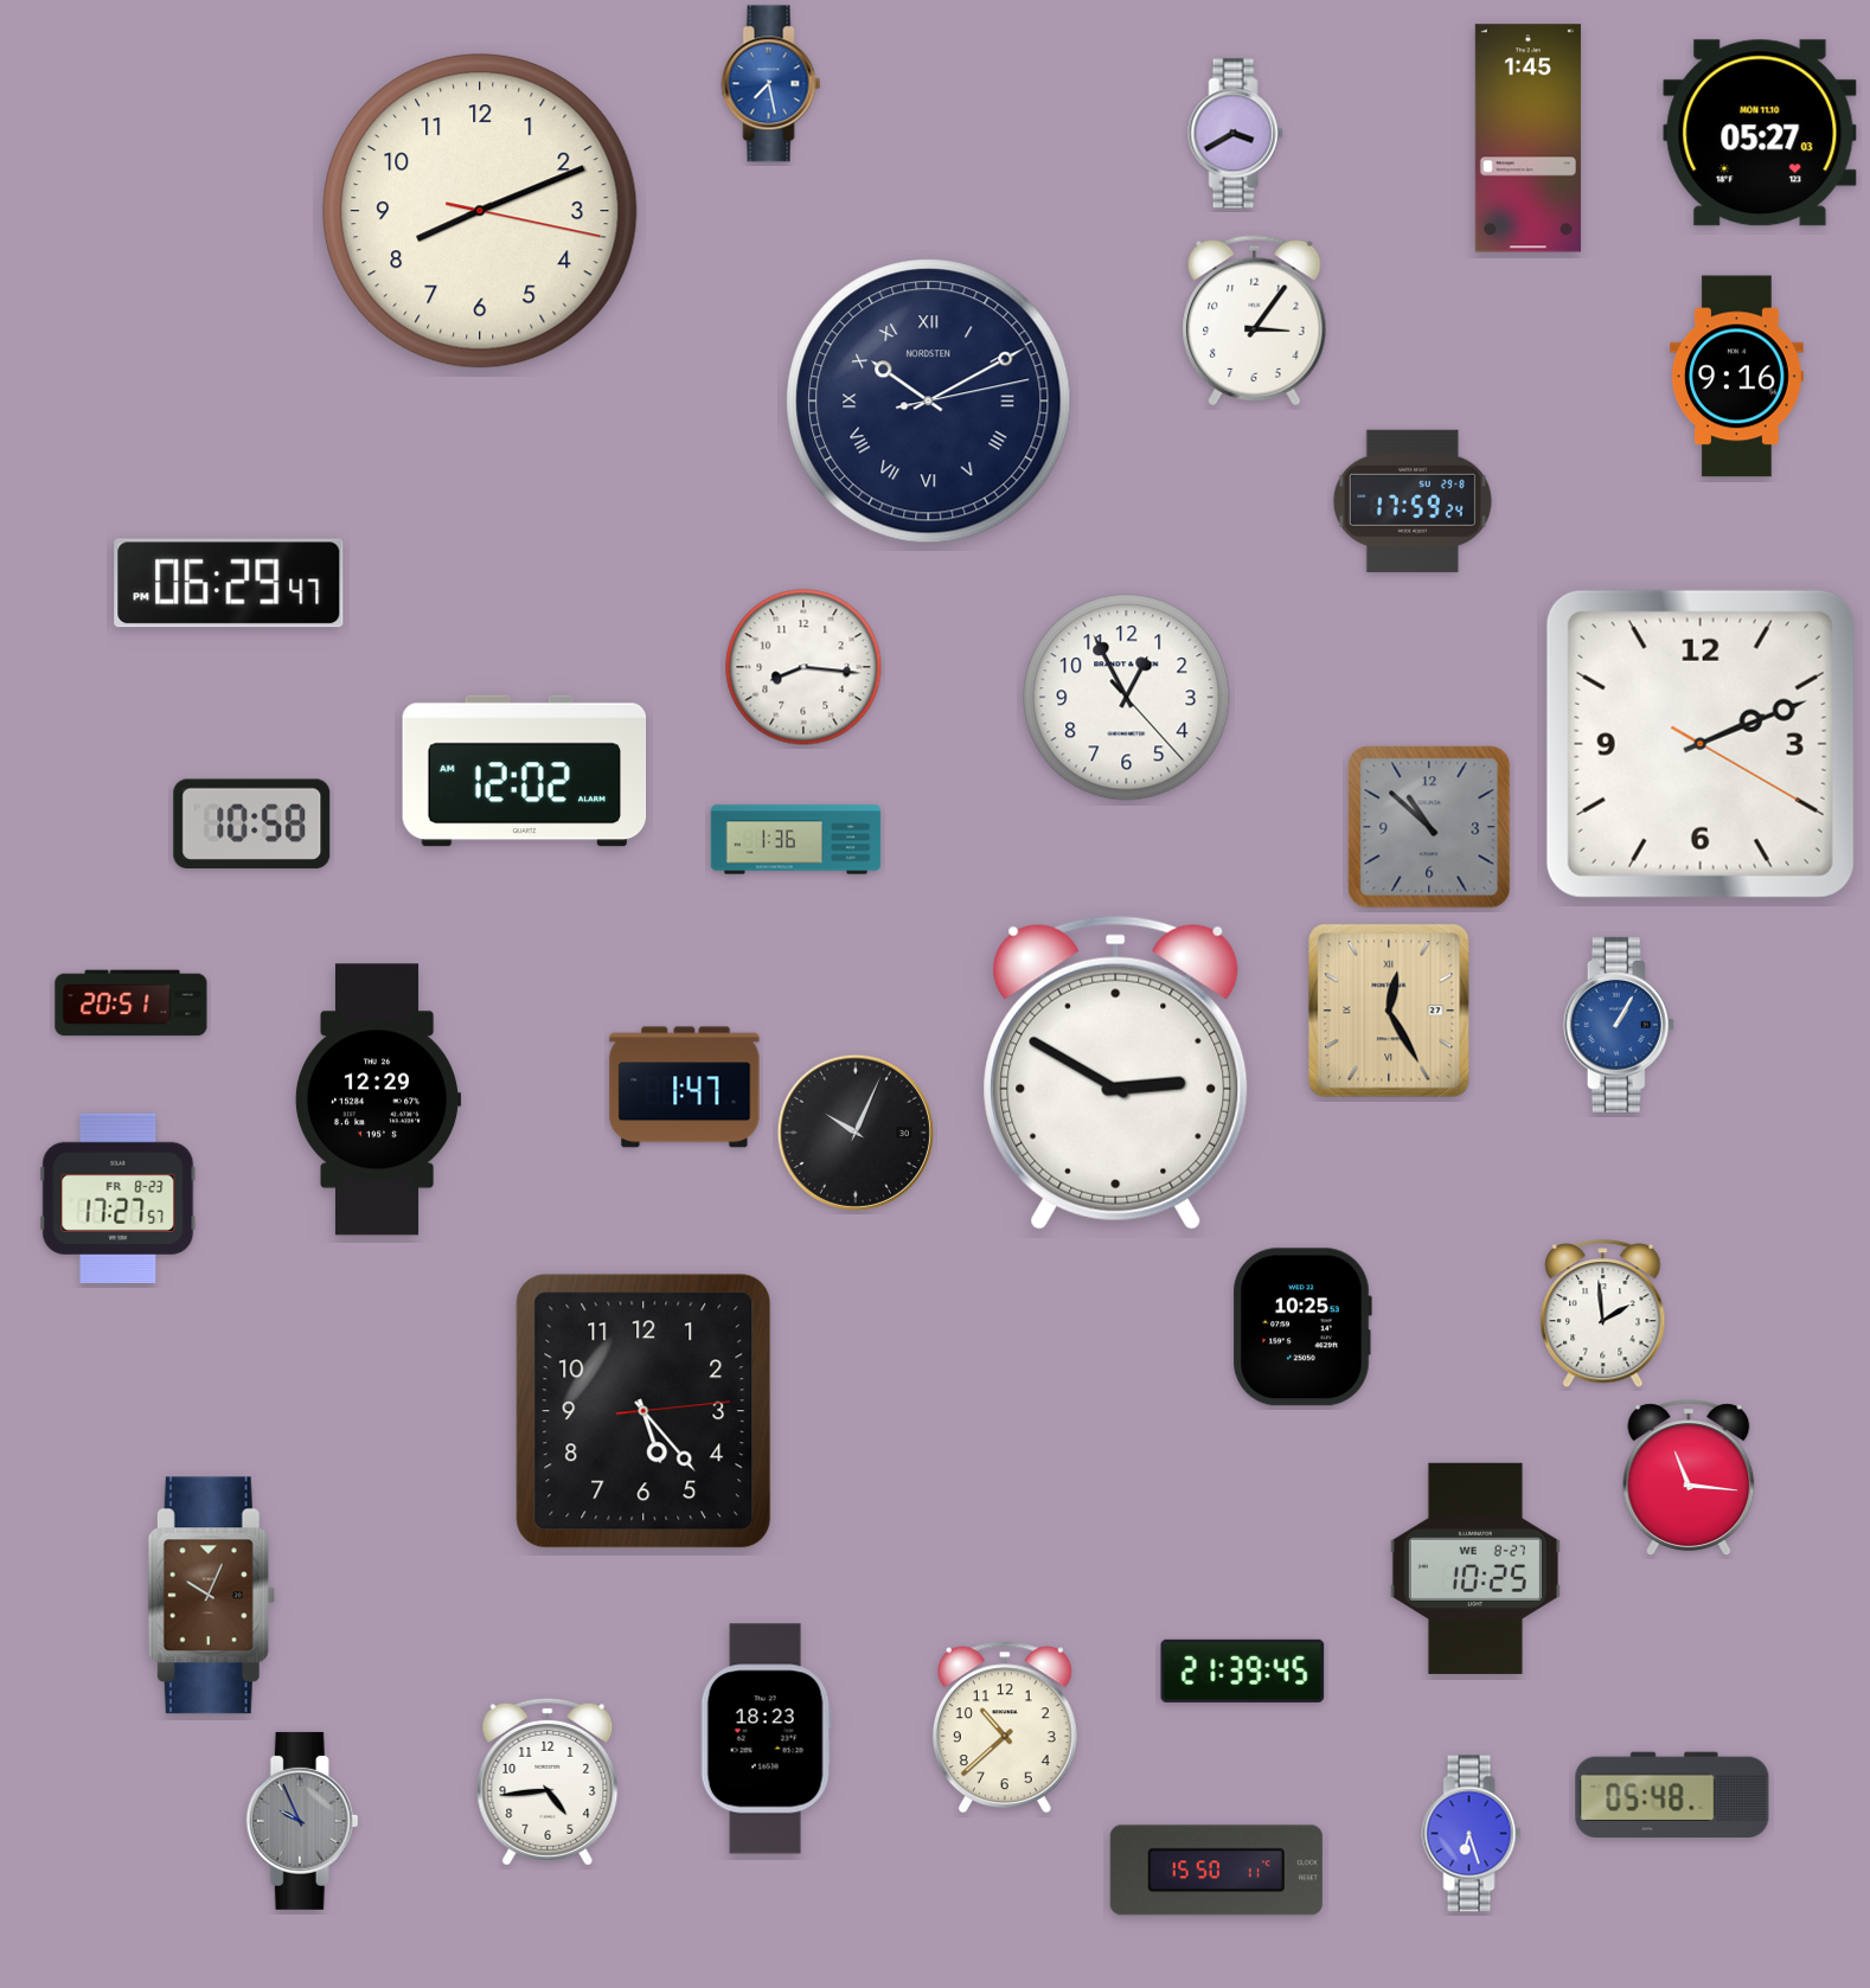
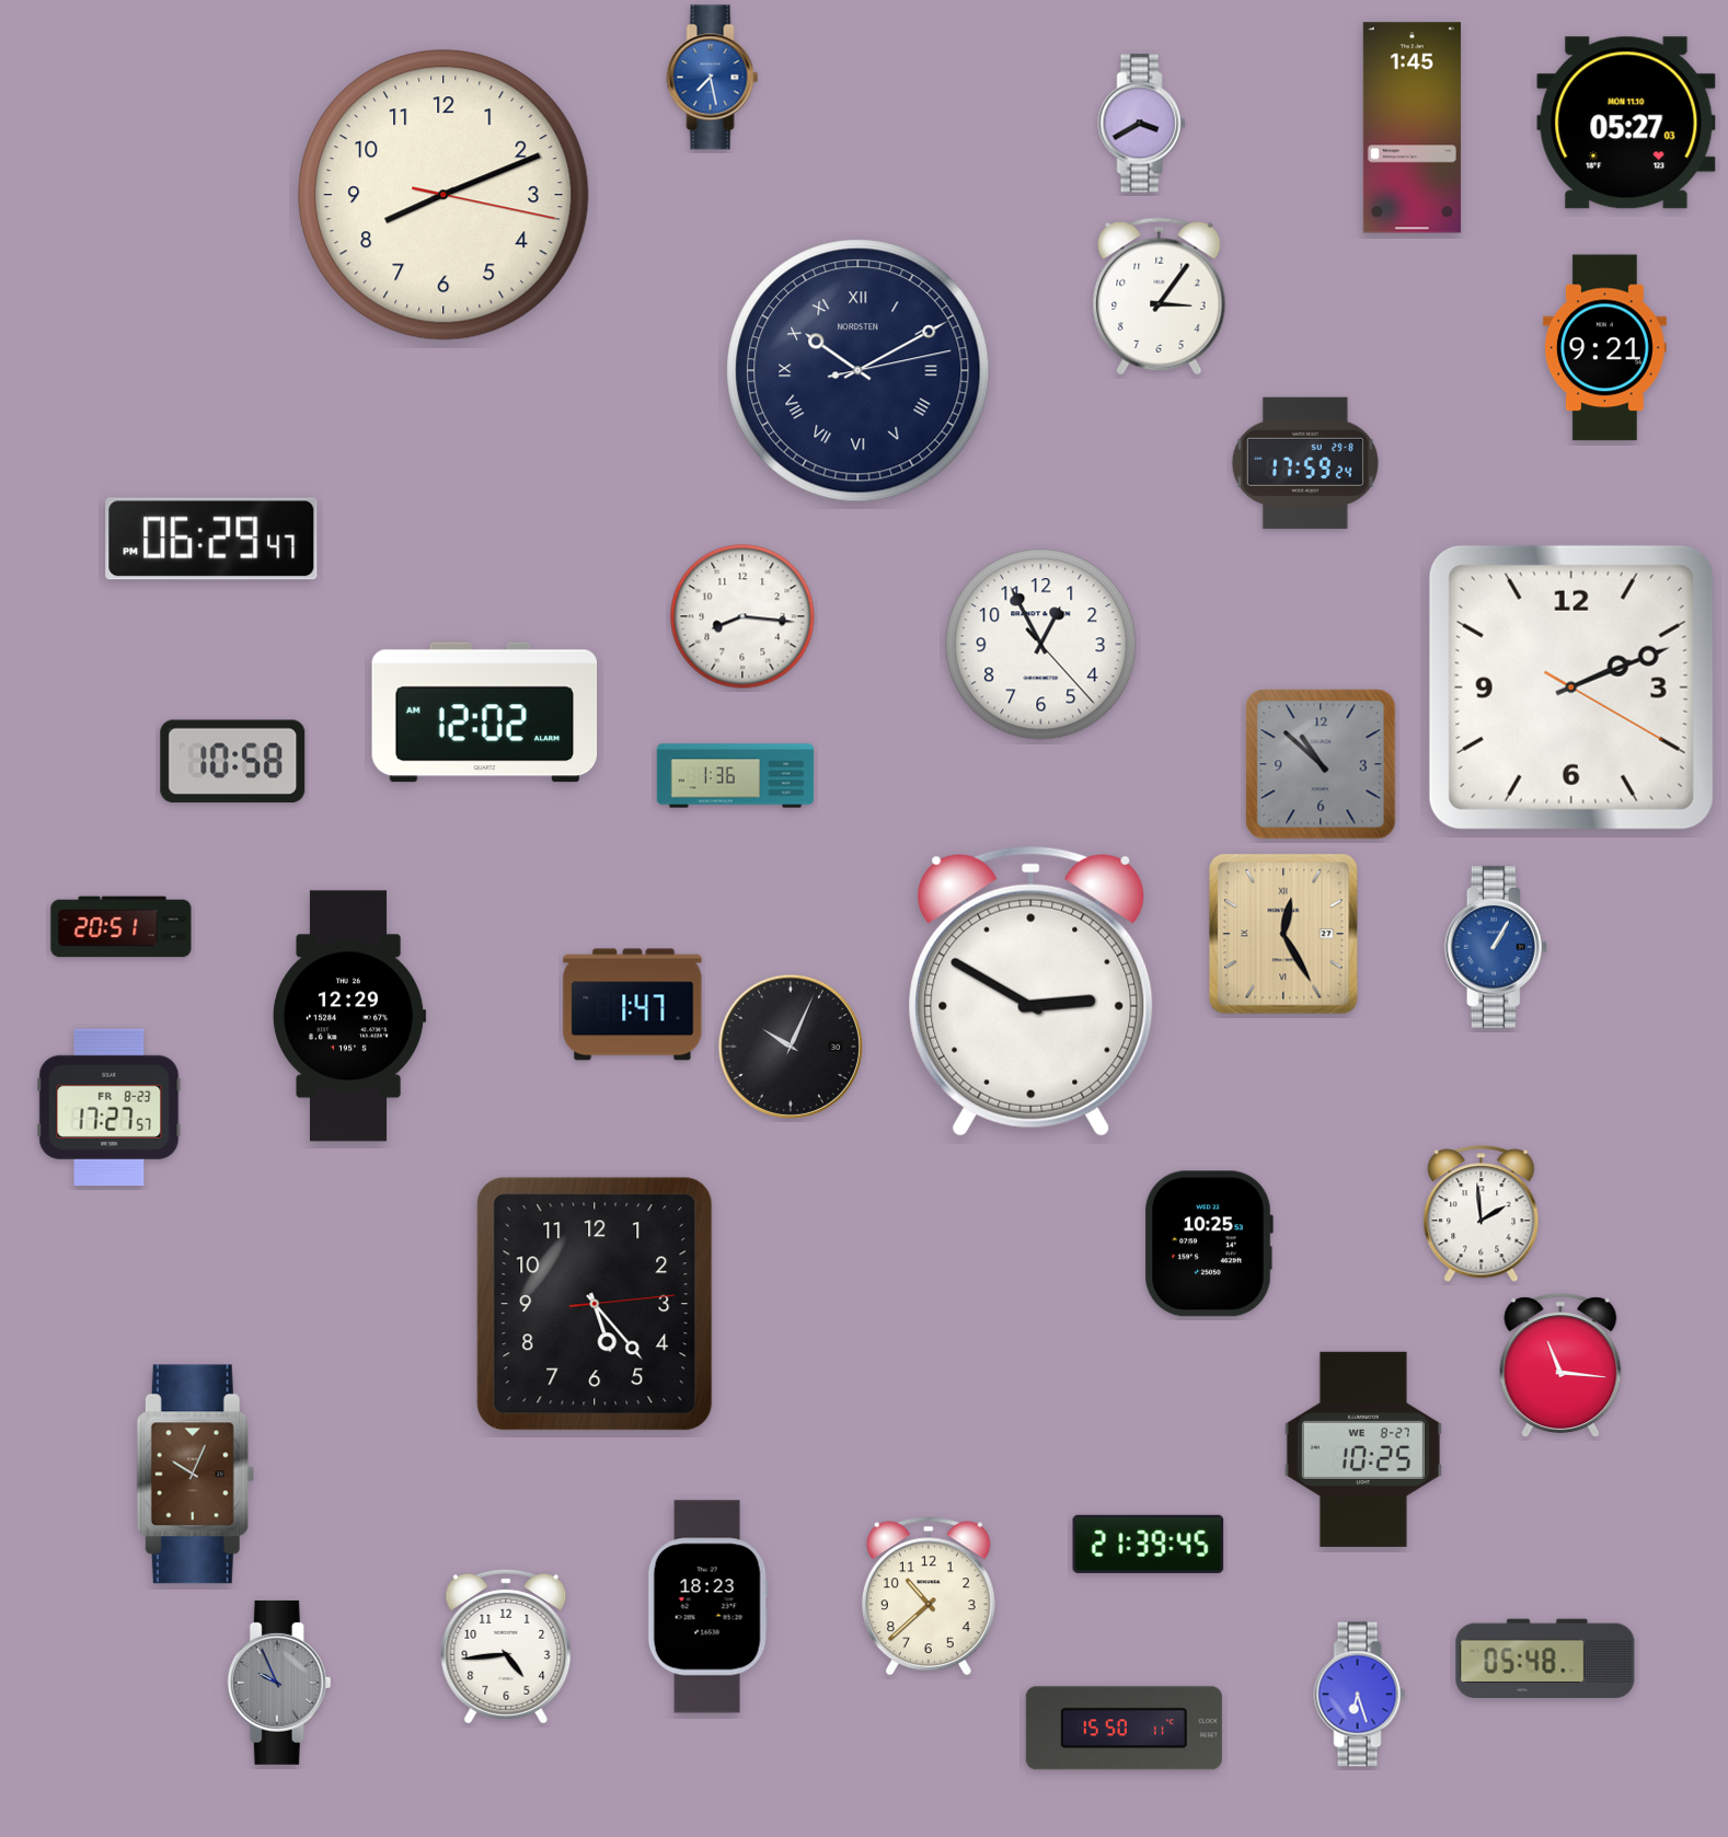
clock at (1736, 377): 9:16 -> 9:21
clock at (1302, 1327) position: (1302, 1327) -> (1209, 1244)
